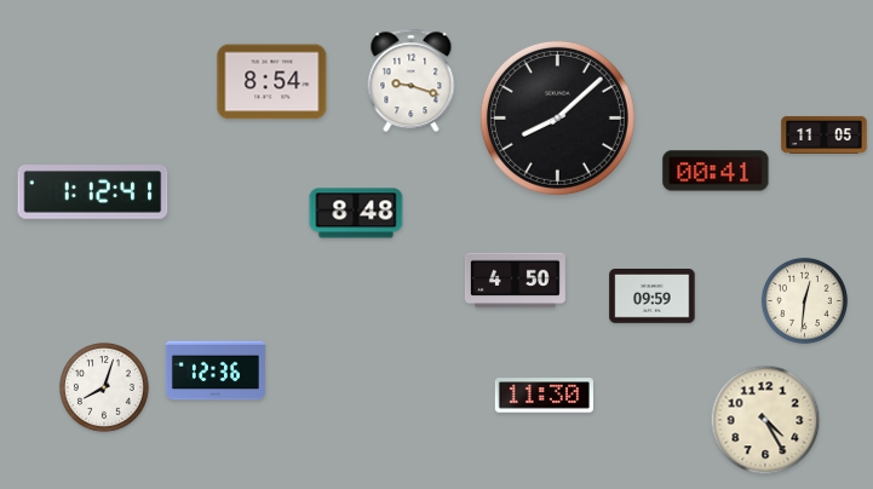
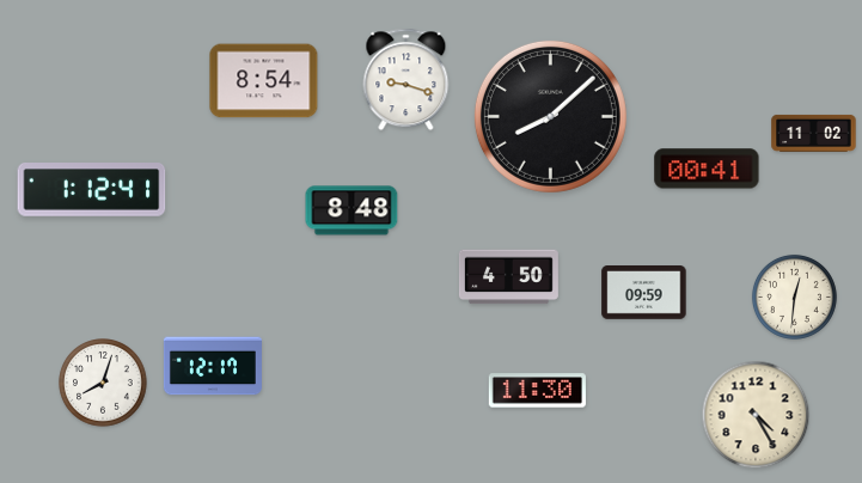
clock at (272, 82) position: (272, 82) -> (264, 81)
clock at (825, 134): 11:05 -> 11:02
clock at (216, 370): 12:36 -> 12:17
